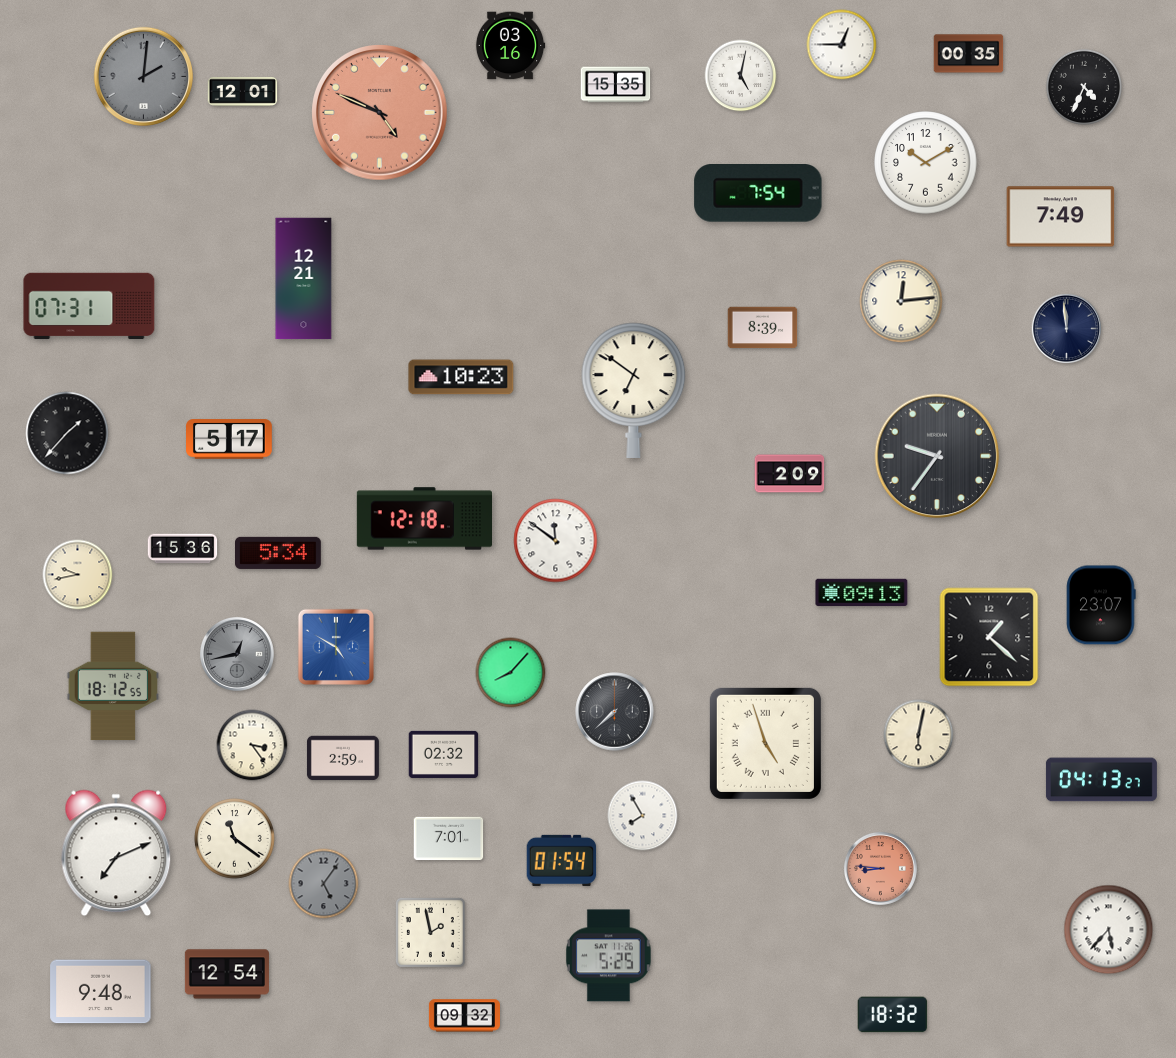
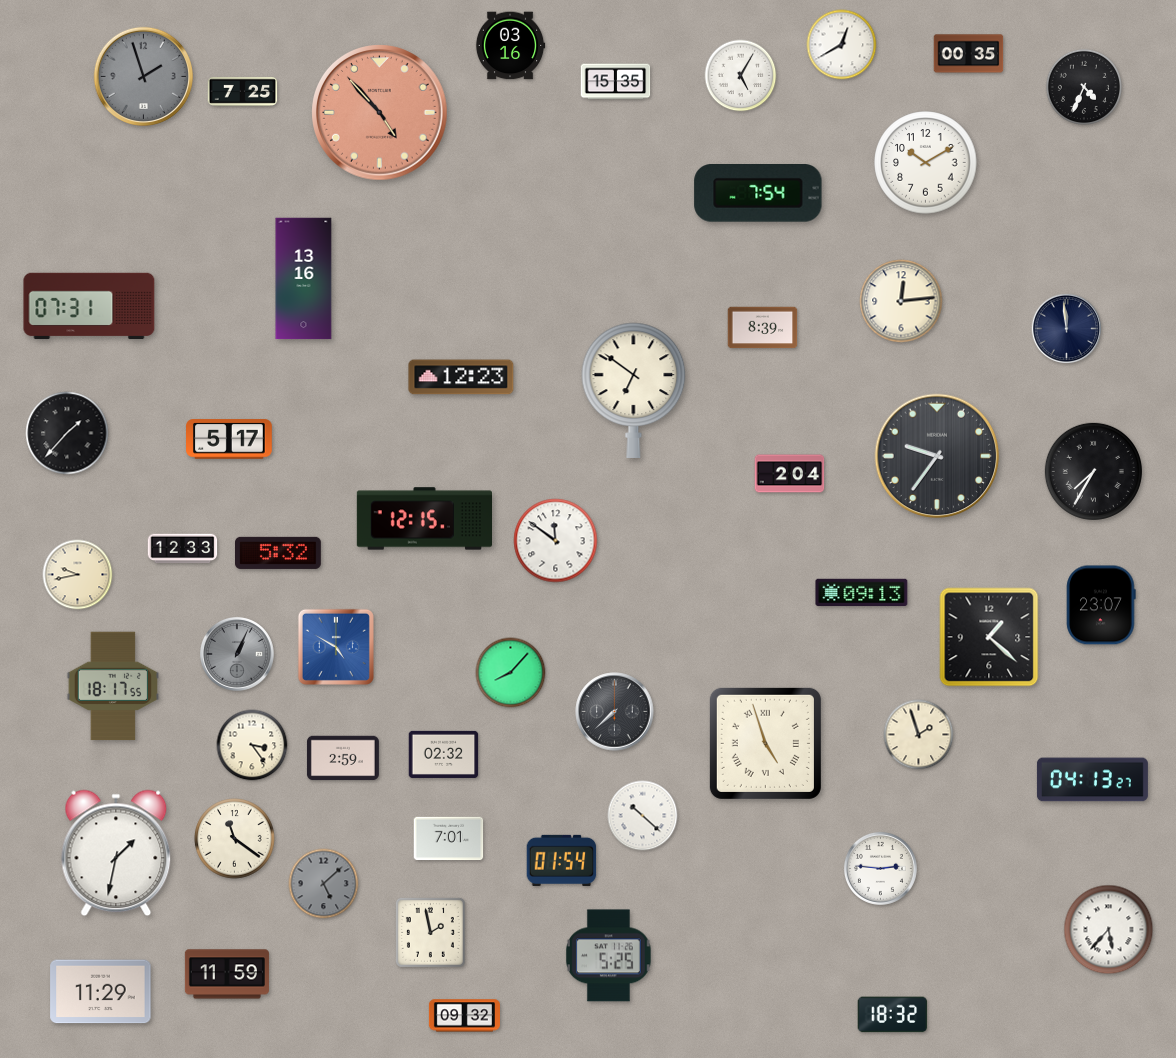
clock at (842, 45): 12:45 -> 12:40
clock at (143, 76): 2:01 -> 1:57
clock at (741, 76): 5:02 -> 5:05
clock at (616, 85) position: (616, 85) -> (616, 82)
clock at (243, 91): 12:01 -> 7:25
clock at (380, 113): 4:49 -> 4:53
clock at (1061, 217): 7:49 -> none
clock at (304, 279): 12:21 -> 13:16
clock at (461, 377): 10:23 -> 12:23
clock at (1093, 471): none -> 7:35
clock at (790, 474): 2:09 -> 2:04
clock at (424, 519): 12:18 -> 12:15
clock at (183, 549): 15:36 -> 12:33
clock at (279, 553): 5:34 -> 5:32
clock at (237, 654): 12:43 -> 1:04
clock at (112, 686): 18:12 -> 18:17
clock at (919, 735): 6:02 -> 1:57
clock at (1101, 780) position: (1101, 780) -> (1092, 780)
clock at (643, 816): 7:55 -> 10:22
clock at (116, 853): 7:11 -> 1:32
clock at (880, 868): 8:46 -> 2:46
clock at (880, 868) dial: salmon -> white
clock at (324, 884): 5:06 -> 5:08
clock at (227, 974): 12:54 -> 11:59
clock at (101, 992): 9:48 -> 11:29
